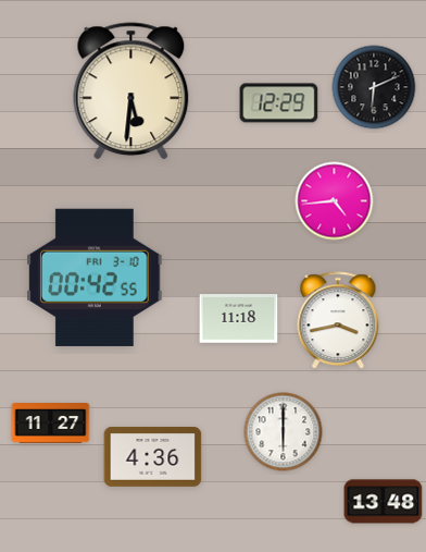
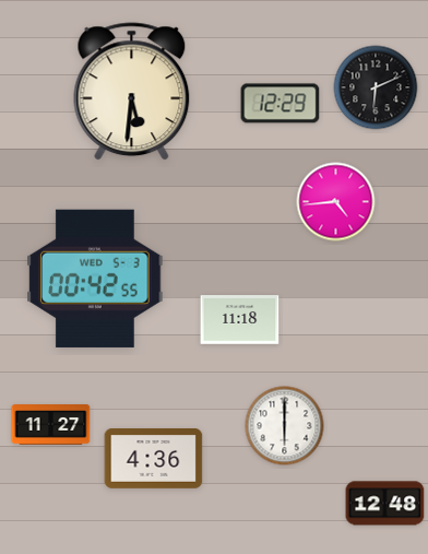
clock at (95, 278) date: FRI 3-10 -> WED 5-3
clock at (338, 321): 3:43 -> none
clock at (284, 432) position: (284, 432) -> (285, 426)
clock at (384, 502): 13:48 -> 12:48
